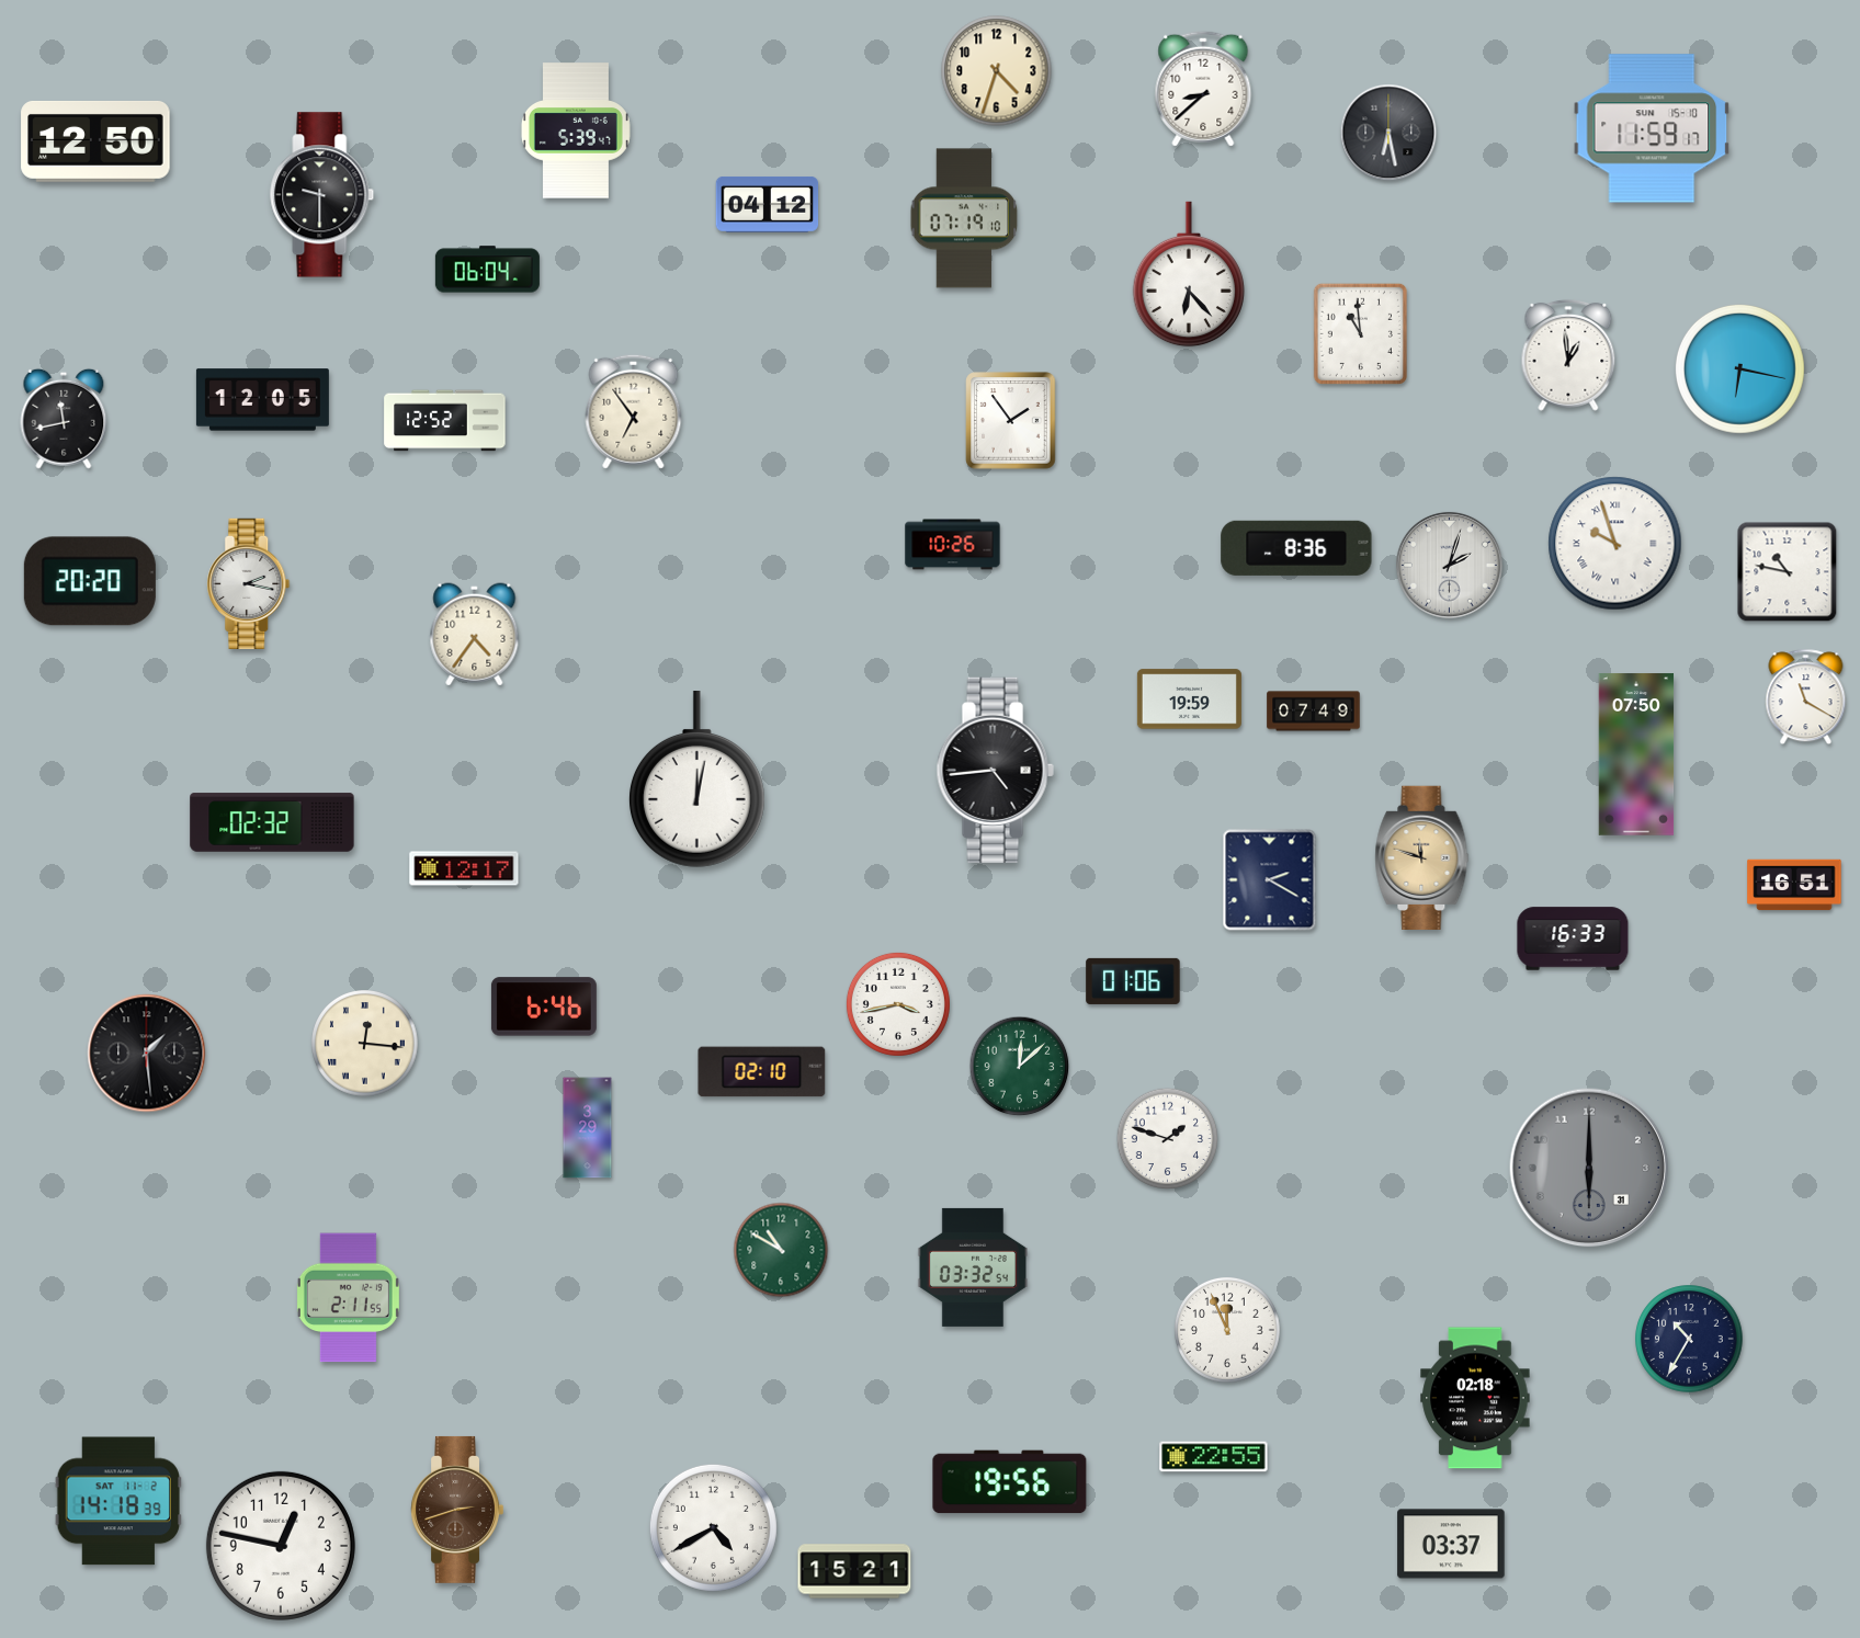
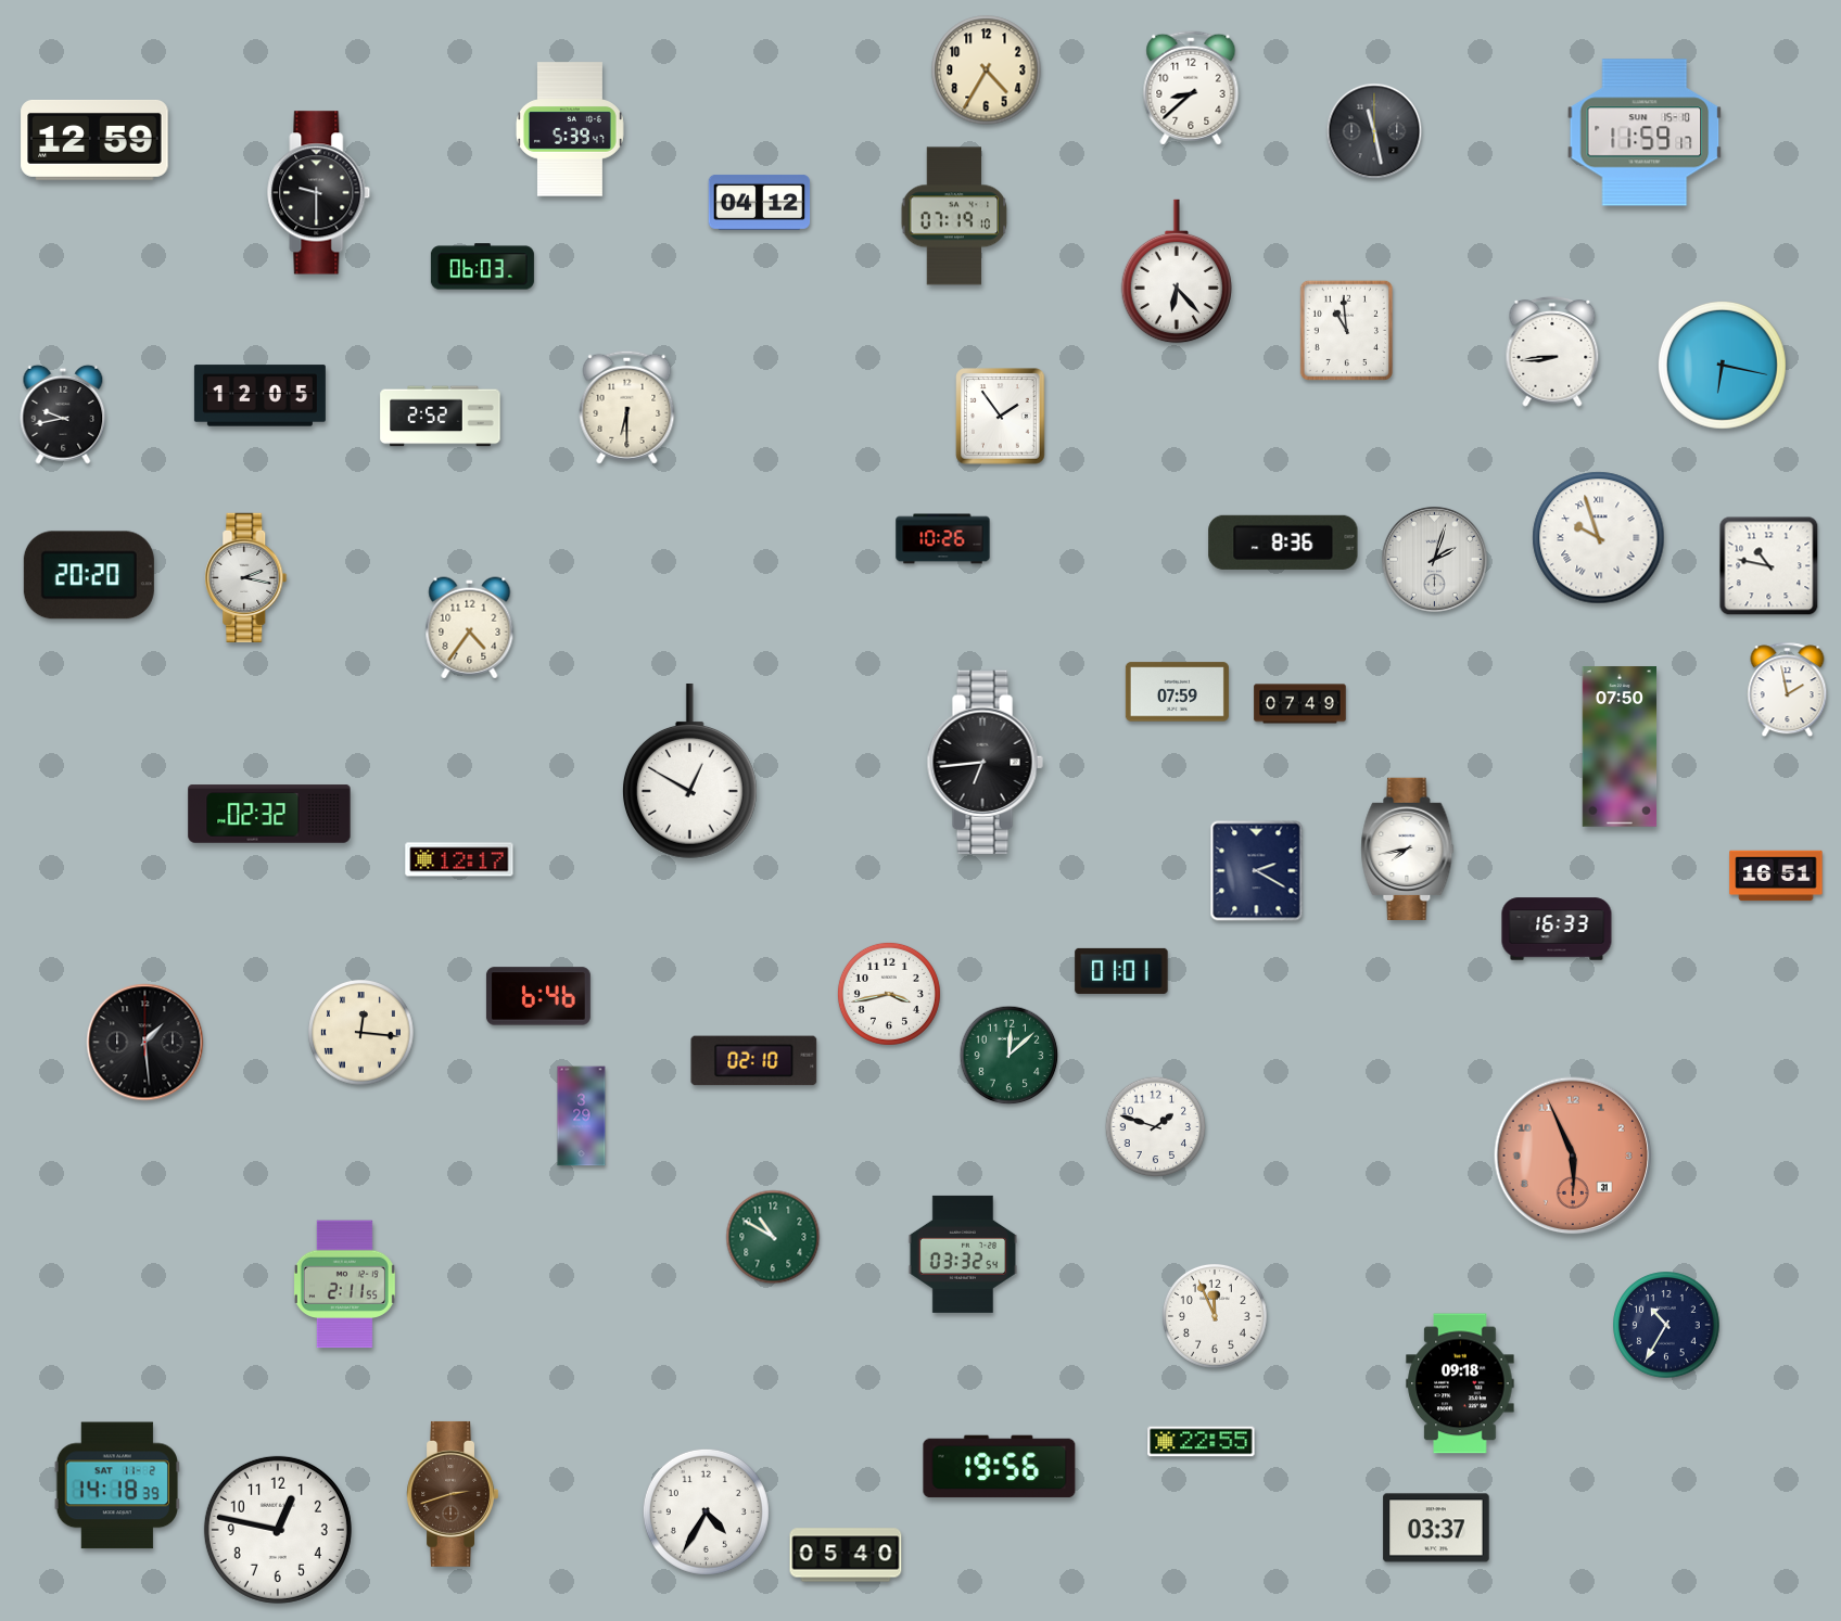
clock at (997, 71): 4:33 -> 4:35
clock at (1652, 128) position: (1652, 128) -> (1645, 132)
clock at (1388, 133): 6:28 -> 11:28
clock at (95, 141): 12:50 -> 12:59
clock at (487, 270): 06:04 -> 06:03
clock at (1568, 355): 12:59 -> 8:44
clock at (634, 411): 6:54 -> 6:30
clock at (64, 419): 11:43 -> 9:43
clock at (445, 421): 12:52 -> 2:52
clock at (1806, 697): 11:20 -> 1:58
clock at (1189, 699): 19:59 -> 07:59
clock at (995, 770): 4:44 -> 6:44
clock at (696, 780): 12:02 -> 12:50
clock at (1422, 858): 11:48 -> 7:43
clock at (1422, 858) dial: champagne -> white
clock at (1133, 981): 01:06 -> 01:01
clock at (1589, 1168): 6:00 -> 5:56
clock at (1589, 1168) dial: grey -> salmon
clock at (1689, 1339) position: (1689, 1339) -> (1666, 1325)
clock at (1475, 1398): 02:18 -> 09:18
clock at (713, 1527): 4:40 -> 4:35
clock at (854, 1571): 15:21 -> 05:40
